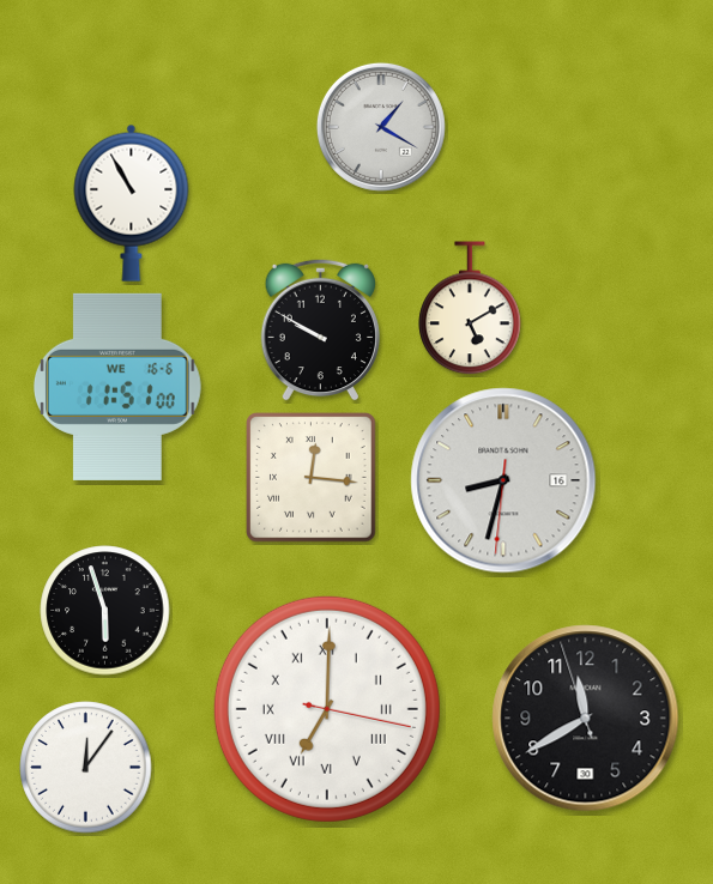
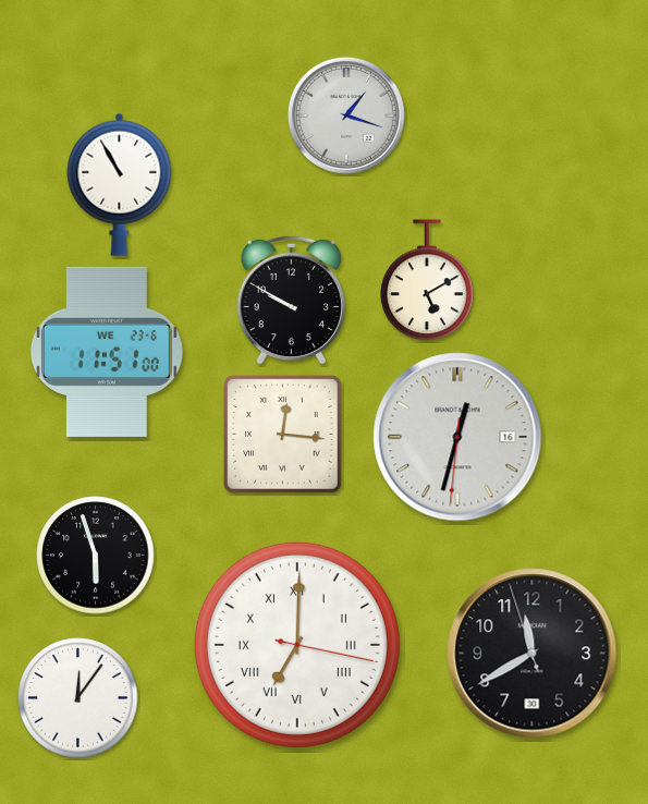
clock at (381, 127): 1:20 -> 1:18
clock at (117, 387) date: WE 16-6 -> WE 23-6
clock at (503, 480): 8:32 -> 12:32
